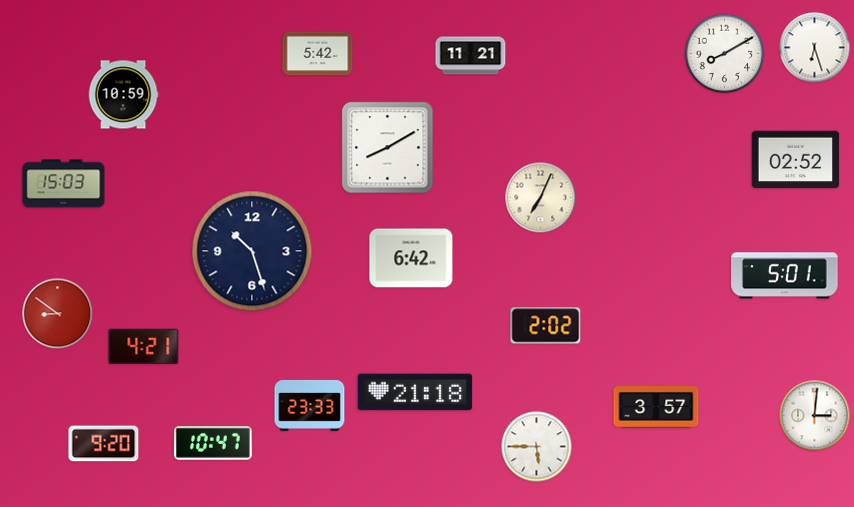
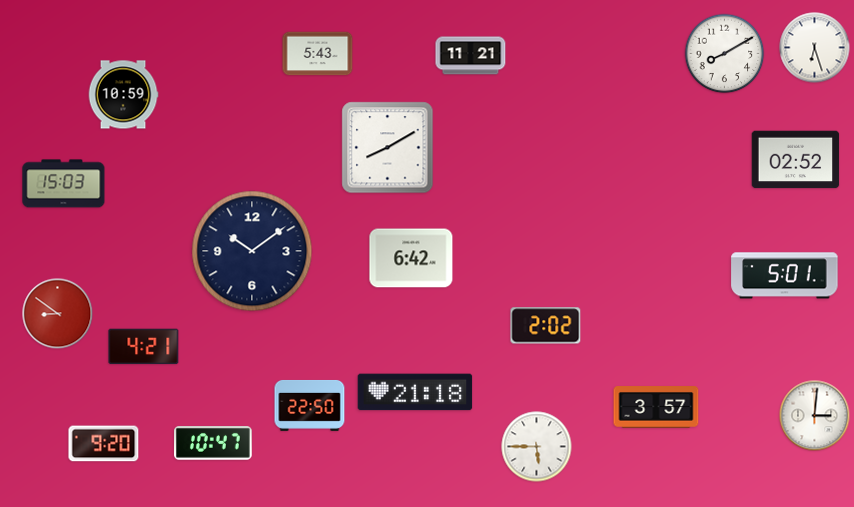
clock at (318, 54): 5:42 -> 5:43
clock at (541, 198): 7:04 -> none
clock at (252, 251): 10:27 -> 10:09
clock at (310, 405): 23:33 -> 22:50
